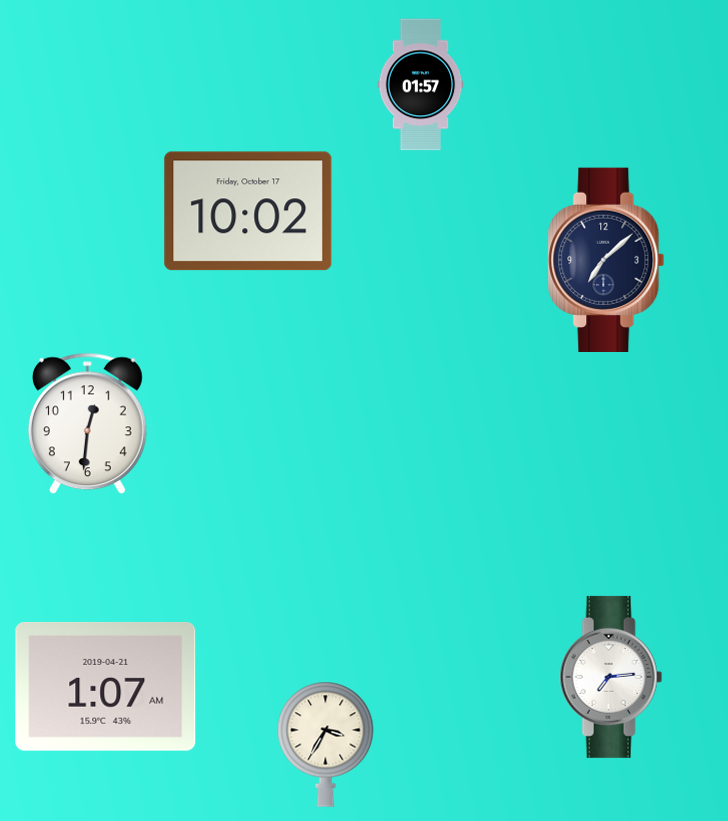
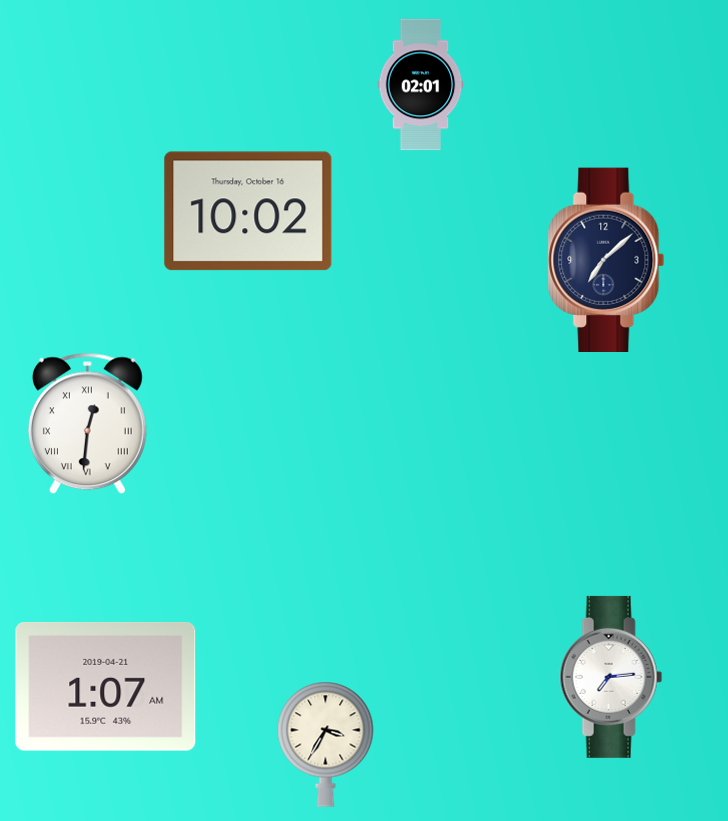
clock at (421, 85): 01:57 -> 02:01
clock at (248, 211) date: Friday, October 17 -> Thursday, October 16
clock at (87, 424) numerals: Arabic -> Roman
